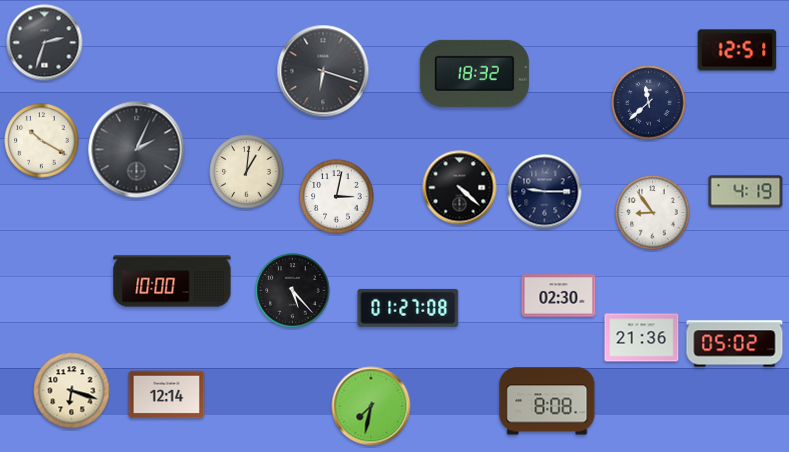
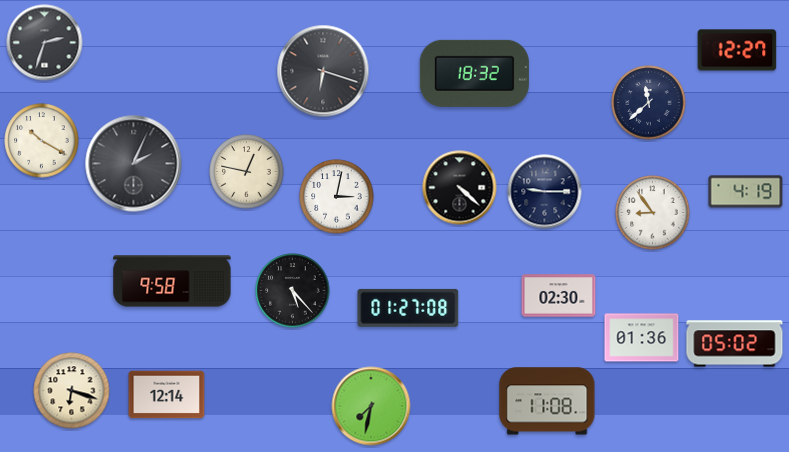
clock at (737, 50): 12:51 -> 12:27
clock at (137, 150) position: (137, 150) -> (134, 164)
clock at (247, 172): 1:01 -> 12:47
clock at (172, 281): 10:00 -> 9:58
clock at (642, 338): 21:36 -> 01:36
clock at (547, 401): 8:08 -> 11:08
